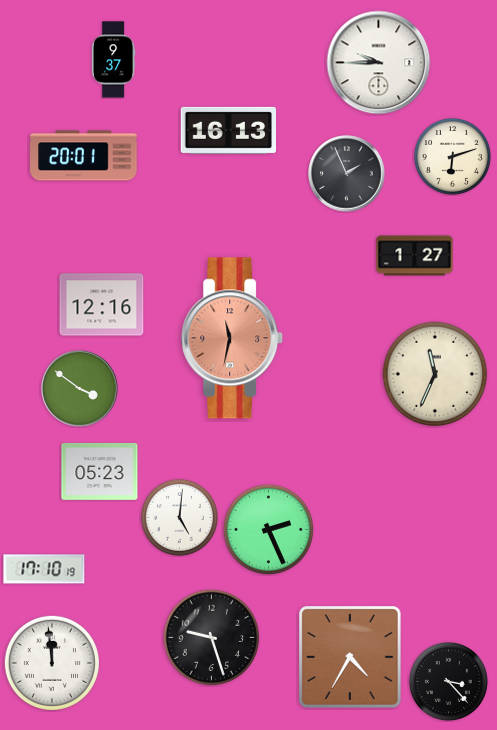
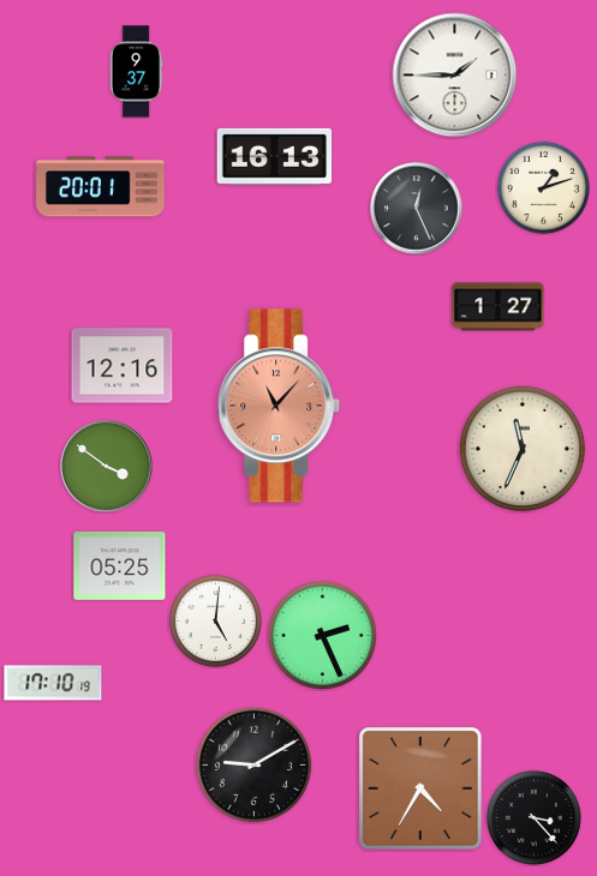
clock at (379, 63): 9:45 -> 1:45
clock at (452, 156): 6:12 -> 1:12
clock at (347, 174): 1:56 -> 12:26
clock at (233, 338): 11:32 -> 11:07
clock at (80, 389) position: (80, 389) -> (107, 467)
clock at (100, 471): 05:23 -> 05:25
clock at (211, 637): 9:27 -> 9:10
clock at (52, 663): 11:59 -> none
clock at (448, 681) position: (448, 681) -> (533, 817)
